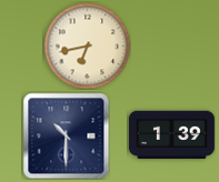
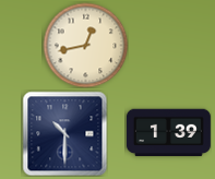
clock at (87, 46): 6:43 -> 12:43
